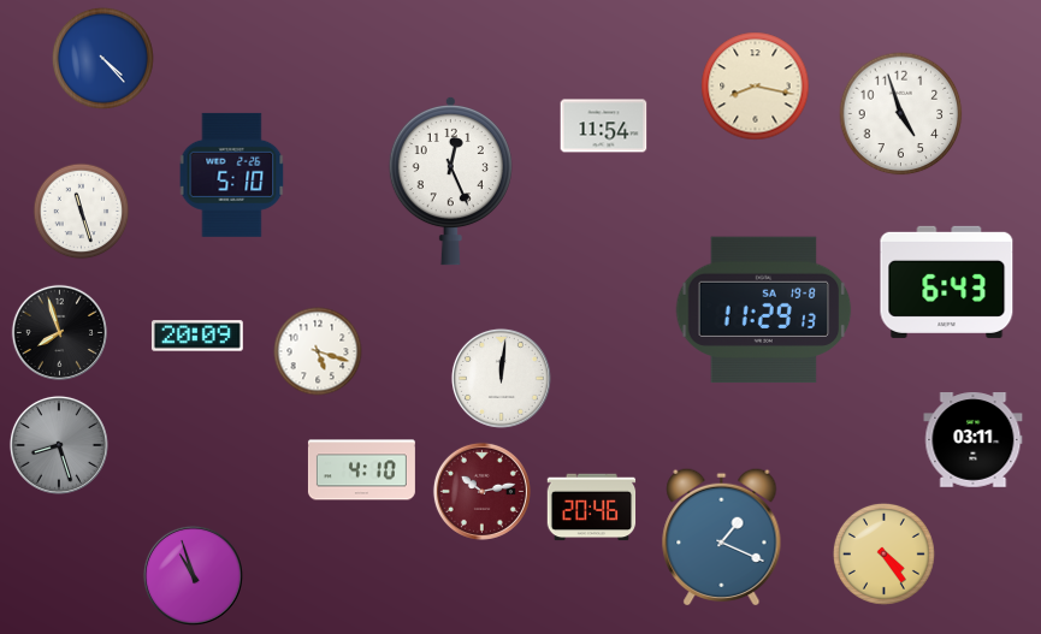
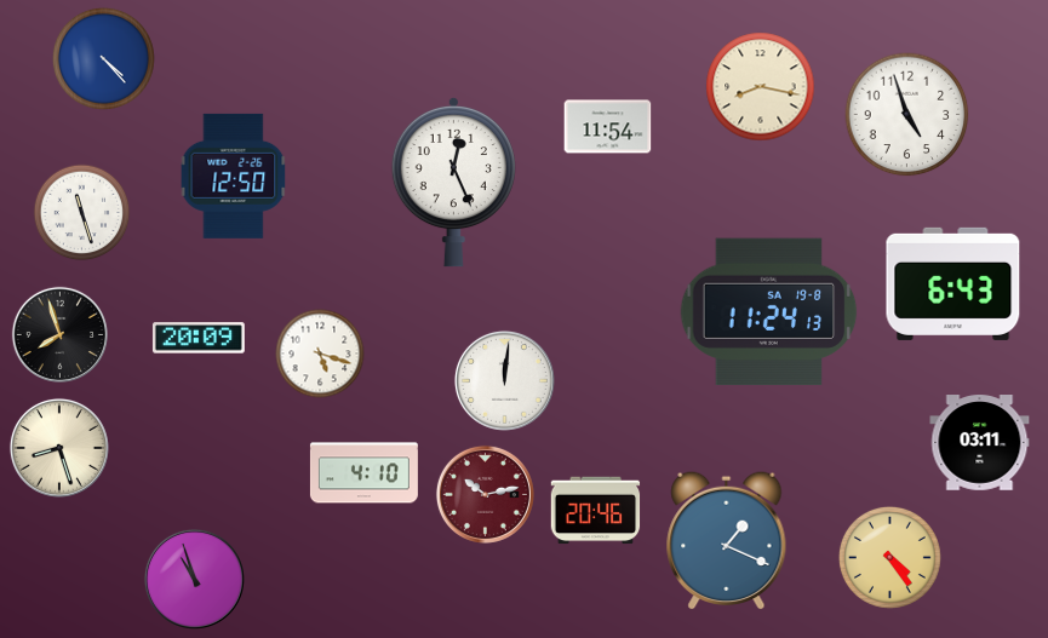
clock at (232, 174): 5:10 -> 12:50
clock at (764, 310): 11:29 -> 11:24
clock at (59, 445) dial: grey -> cream
